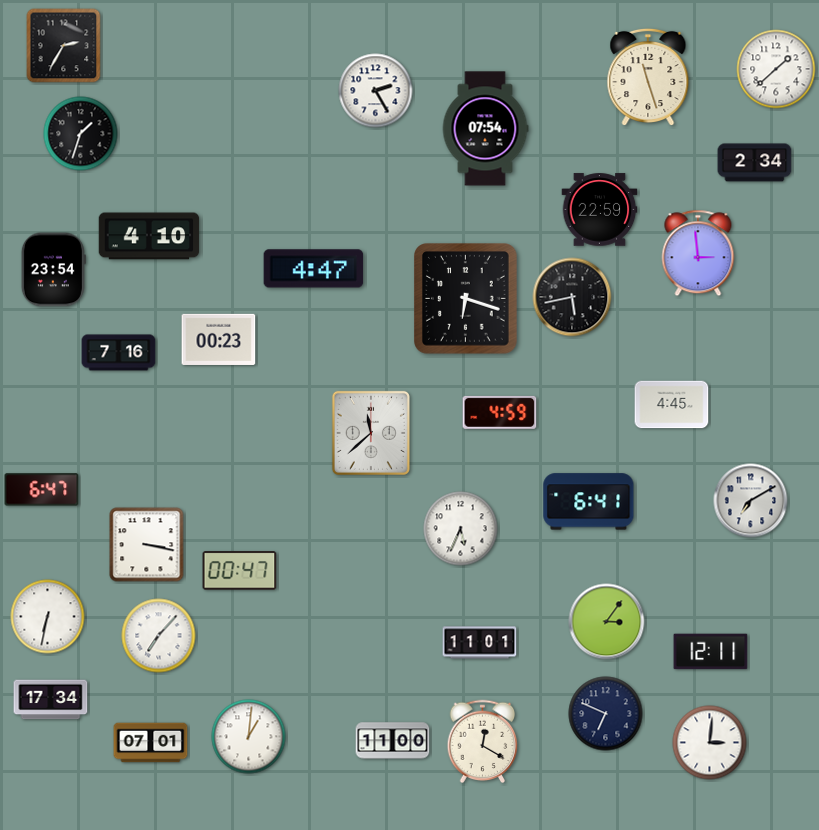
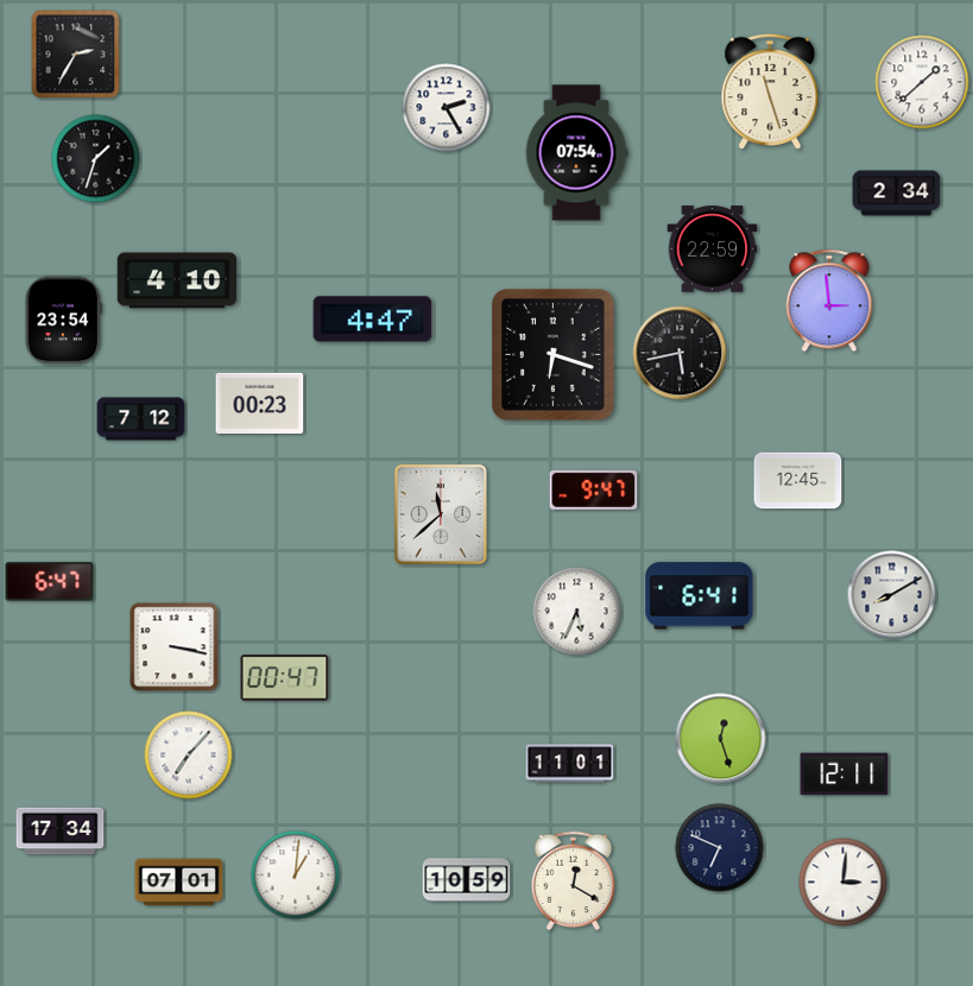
clock at (119, 353): 7:16 -> 7:12
clock at (672, 405): 4:45 -> 12:45
clock at (500, 412): 4:59 -> 9:47
clock at (751, 501): 7:10 -> 8:10
clock at (461, 529) position: (461, 529) -> (577, 612)
clock at (48, 617): 6:32 -> none
clock at (607, 622): 3:06 -> 12:27
clock at (393, 741): 11:00 -> 10:59
